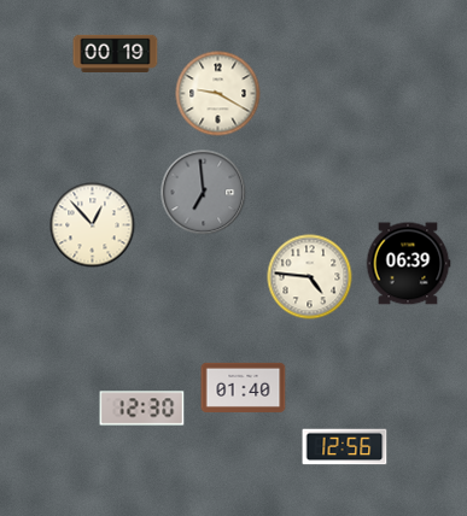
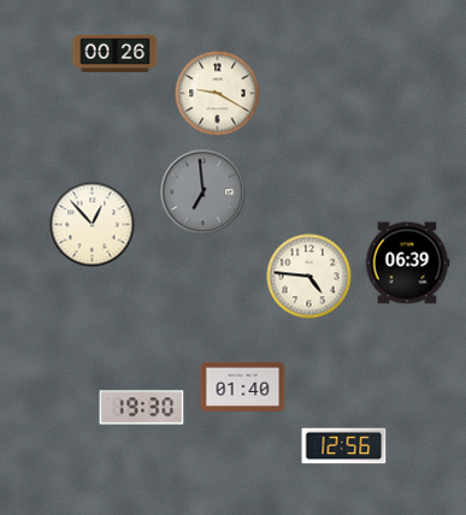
clock at (116, 53): 00:19 -> 00:26
clock at (142, 409): 12:30 -> 19:30
